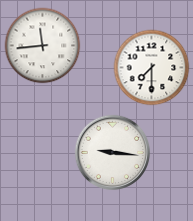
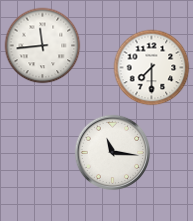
clock at (113, 153): 9:16 -> 11:16
